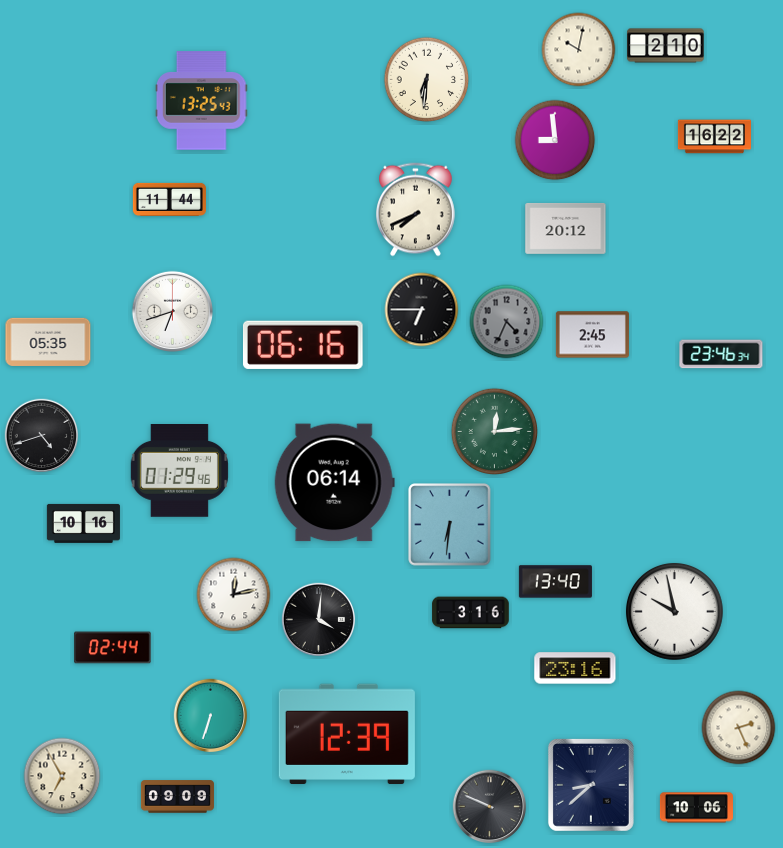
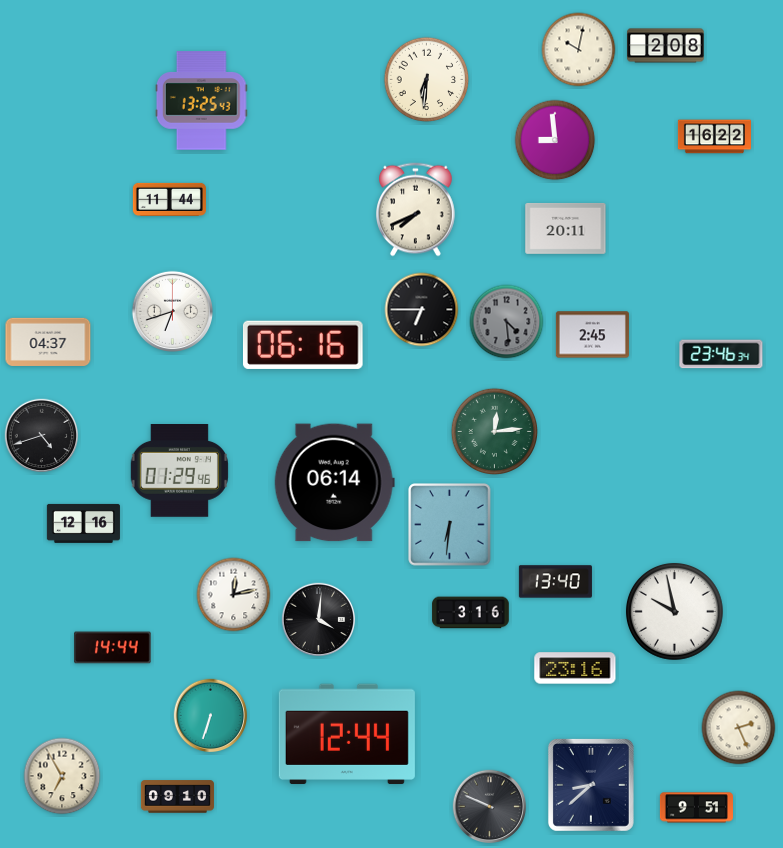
clock at (666, 46): 2:10 -> 2:08
clock at (566, 228): 20:12 -> 20:11
clock at (507, 322): 4:34 -> 4:29
clock at (48, 342): 05:35 -> 04:37
clock at (83, 523): 10:16 -> 12:16
clock at (113, 648): 02:44 -> 14:44
clock at (347, 734): 12:39 -> 12:44
clock at (177, 797): 09:09 -> 09:10
clock at (696, 808): 10:06 -> 9:51
